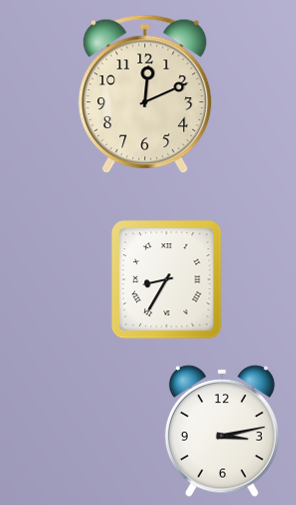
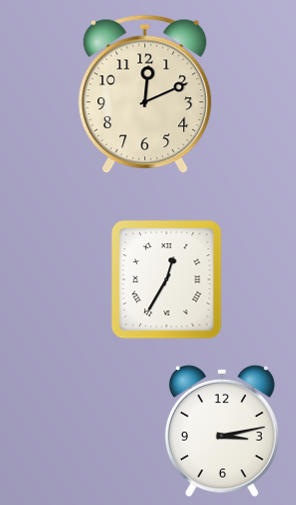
clock at (167, 280): 8:35 -> 12:35
